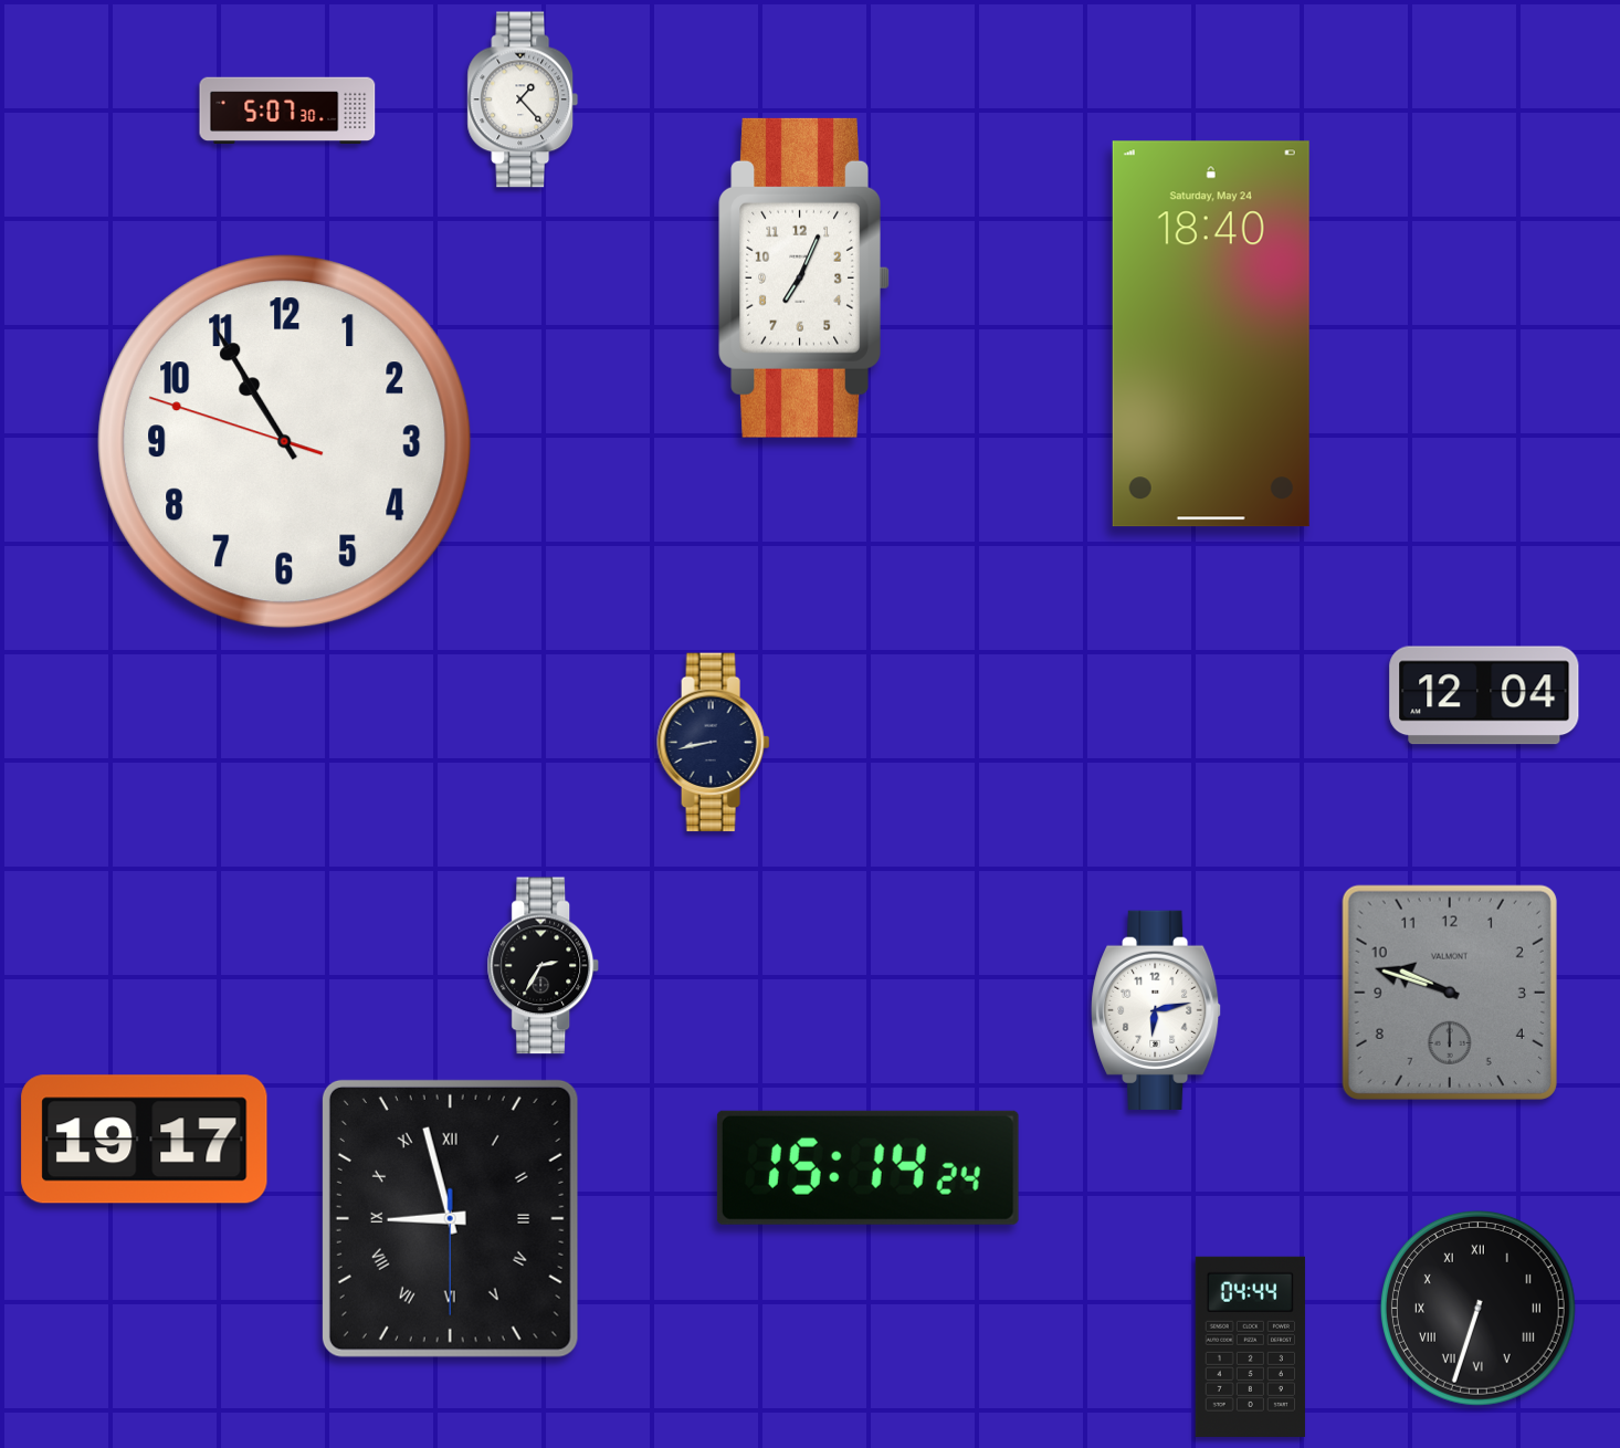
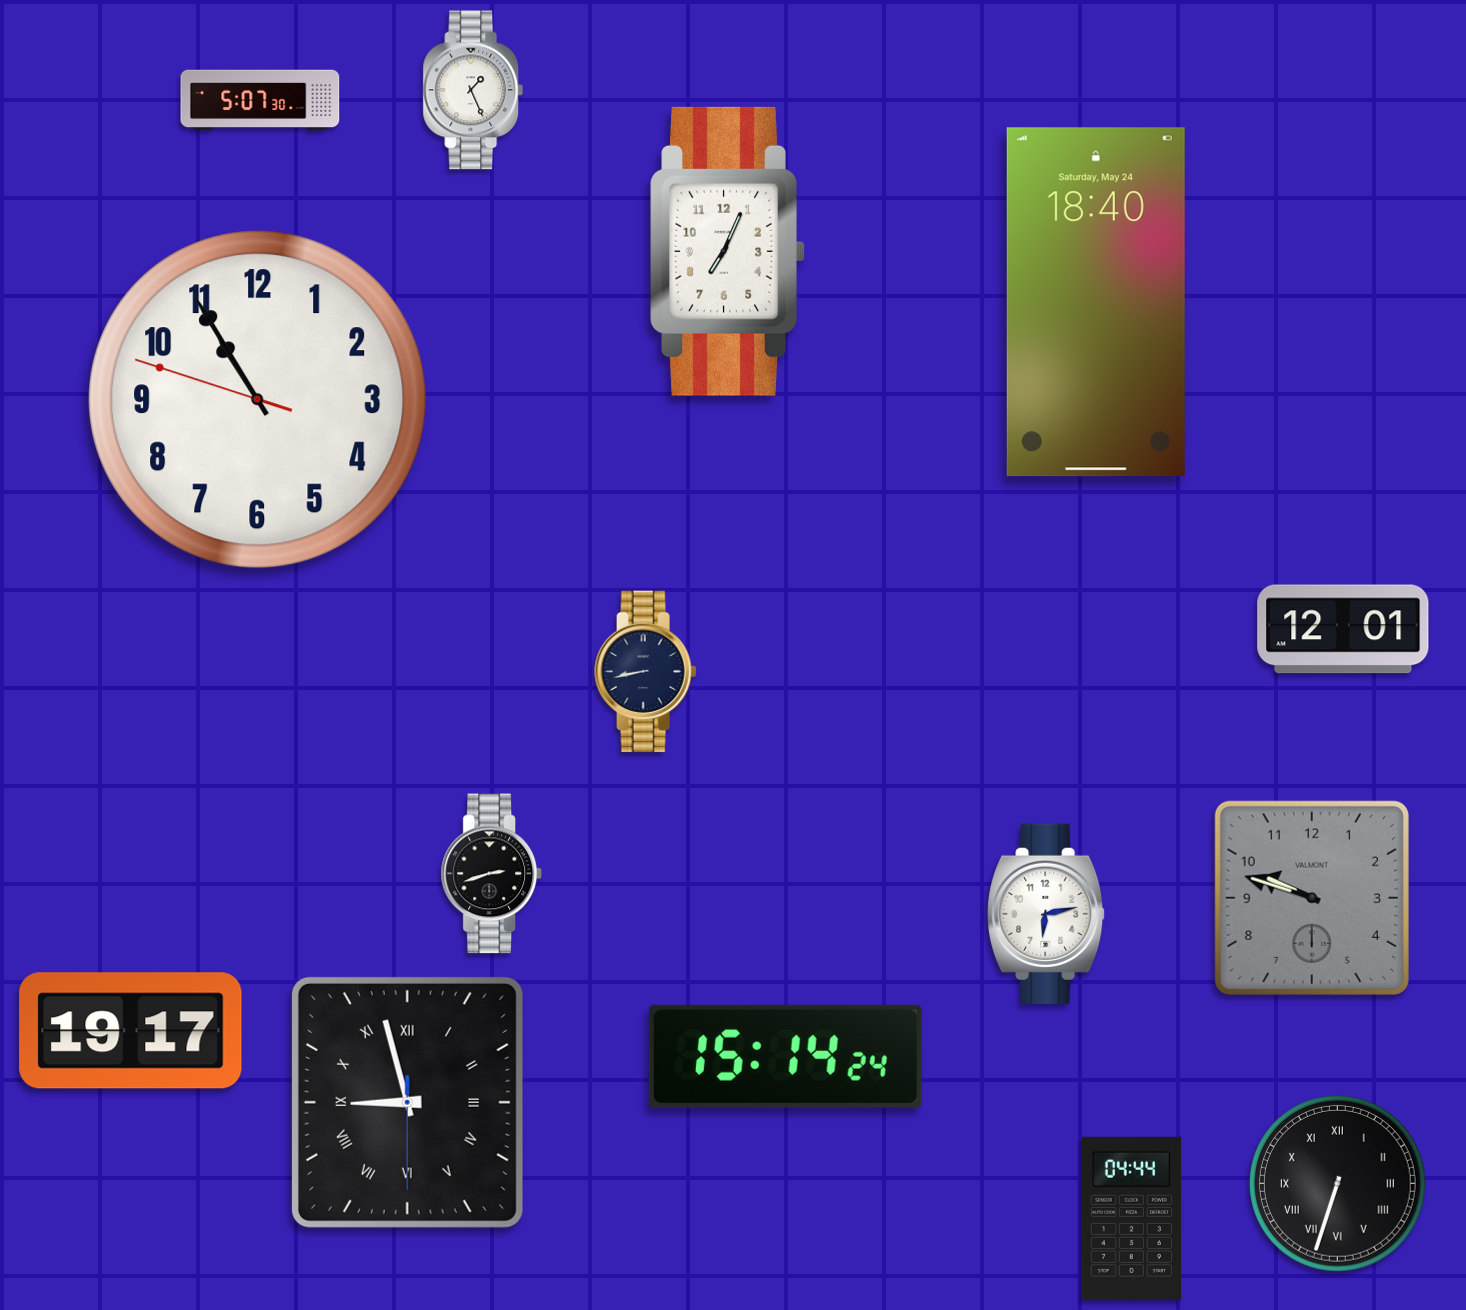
clock at (523, 99): 1:23 -> 1:26
clock at (1484, 695): 12:04 -> 12:01
clock at (544, 966): 2:35 -> 2:42
